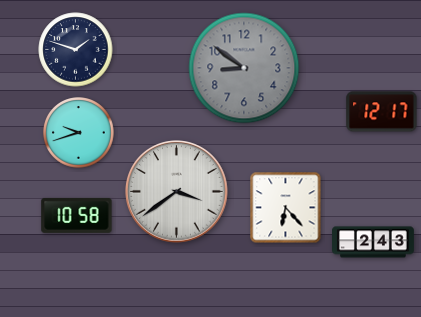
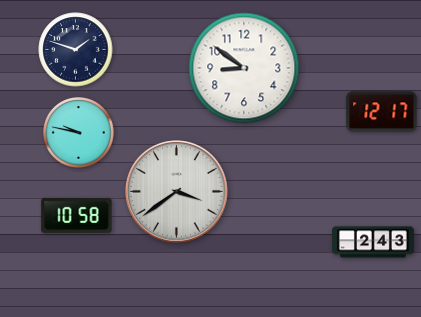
clock at (244, 68) dial: grey -> white
clock at (79, 133): 9:42 -> 9:47
clock at (286, 208): 6:23 -> none
